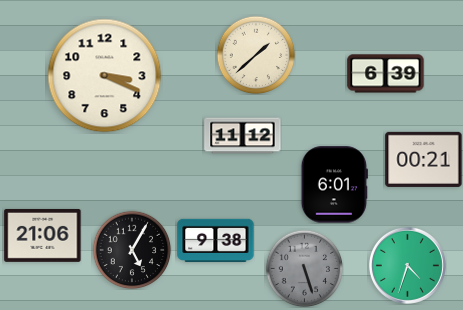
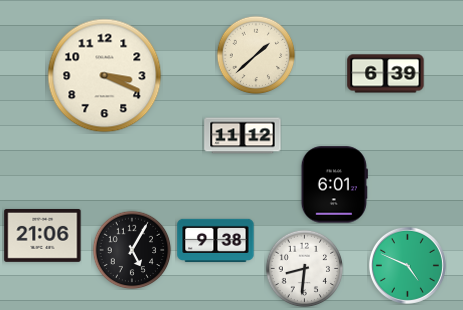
clock at (424, 159): 00:21 -> none
clock at (407, 265): 4:33 -> 4:49
clock at (304, 268): 5:27 -> 8:31
clock at (304, 268) dial: grey -> white
